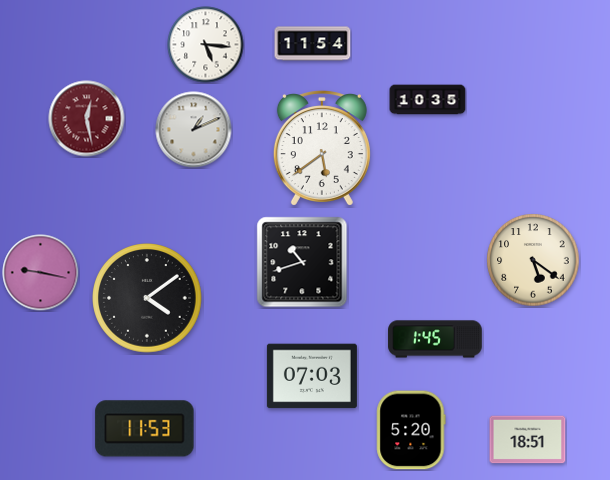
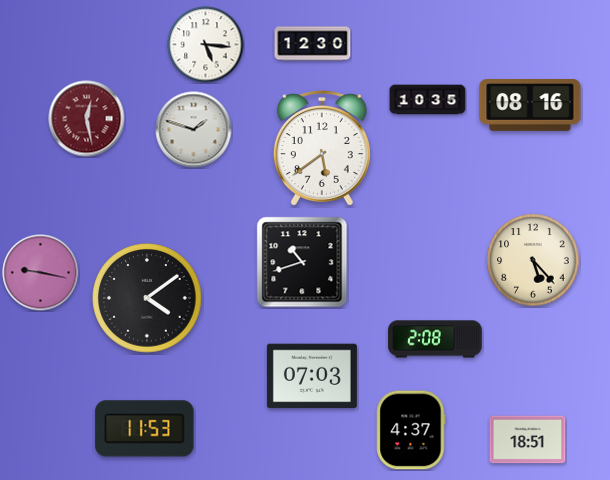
clock at (313, 44): 11:54 -> 12:30
clock at (530, 105): none -> 08:16
clock at (194, 130): 1:11 -> 1:48
clock at (533, 260): 5:21 -> 5:23
clock at (435, 339): 1:45 -> 2:08
clock at (411, 430): 5:20 -> 4:37
